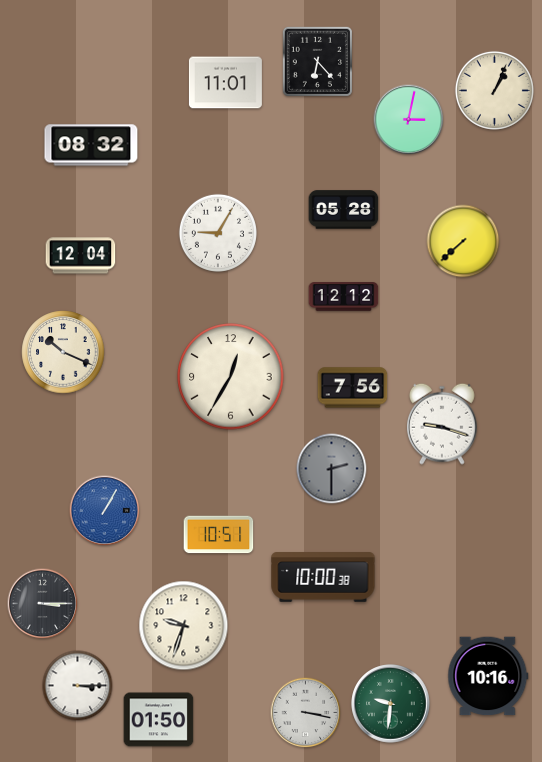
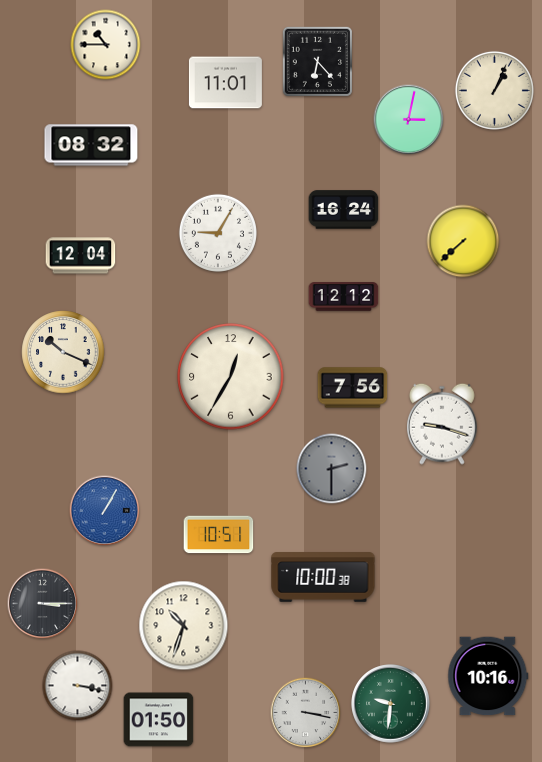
clock at (106, 45): none -> 10:45
clock at (344, 210): 05:28 -> 16:24
clock at (184, 626): 9:33 -> 10:33
clock at (78, 686): 3:15 -> 3:17
